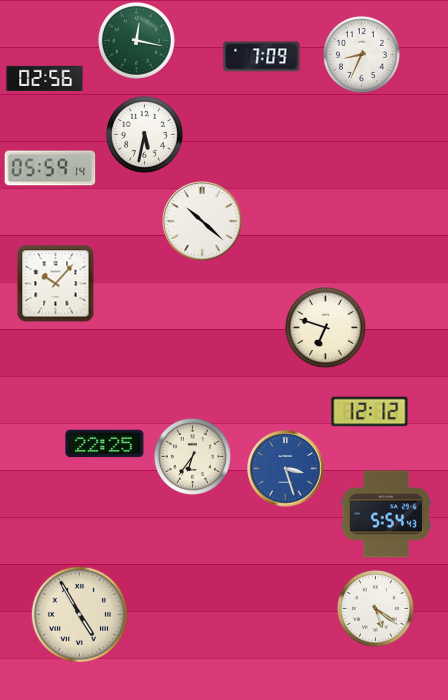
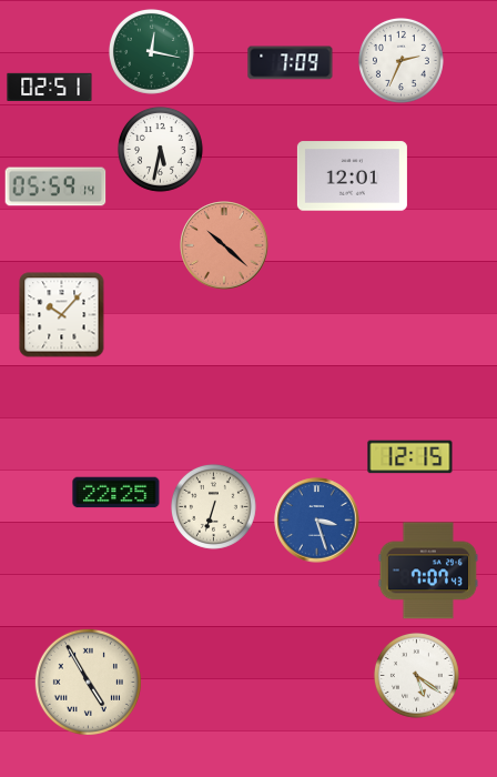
clock at (136, 40) position: (136, 40) -> (151, 51)
clock at (361, 54): 8:34 -> 2:34
clock at (45, 79): 02:56 -> 02:51
clock at (352, 176): none -> 12:01
clock at (202, 221) dial: white -> salmon
clock at (325, 327): 6:48 -> none
clock at (370, 412): 12:12 -> 12:15
clock at (192, 456): 6:36 -> 6:33
clock at (386, 514): 5:54 -> 7:07
